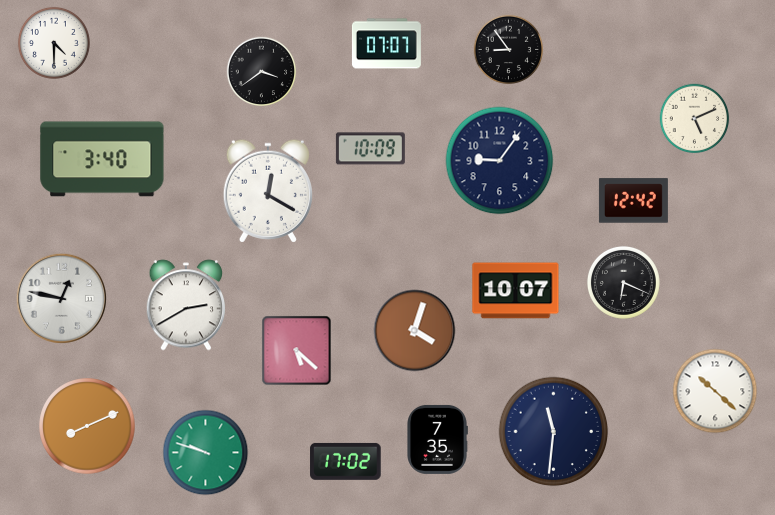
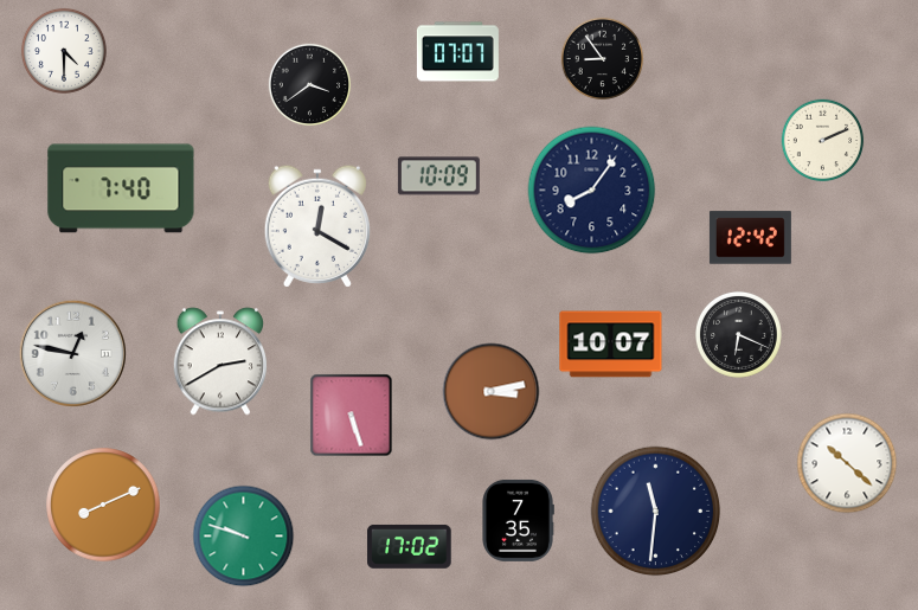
clock at (695, 119): 5:11 -> 2:11
clock at (102, 159): 3:40 -> 7:40
clock at (500, 161): 9:06 -> 8:06
clock at (415, 331): 4:03 -> 3:13
clock at (297, 351): 5:22 -> 5:27
